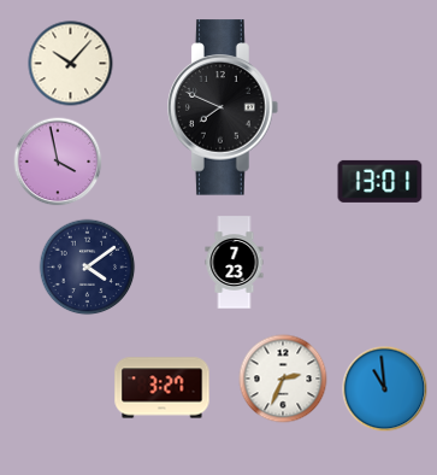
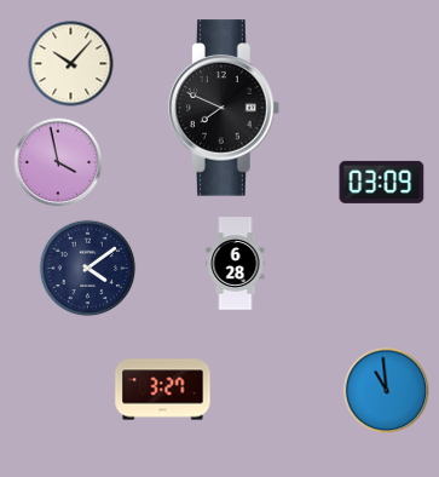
clock at (380, 181): 13:01 -> 03:09
clock at (235, 263): 7:23 -> 6:28
clock at (283, 379): 2:34 -> none
